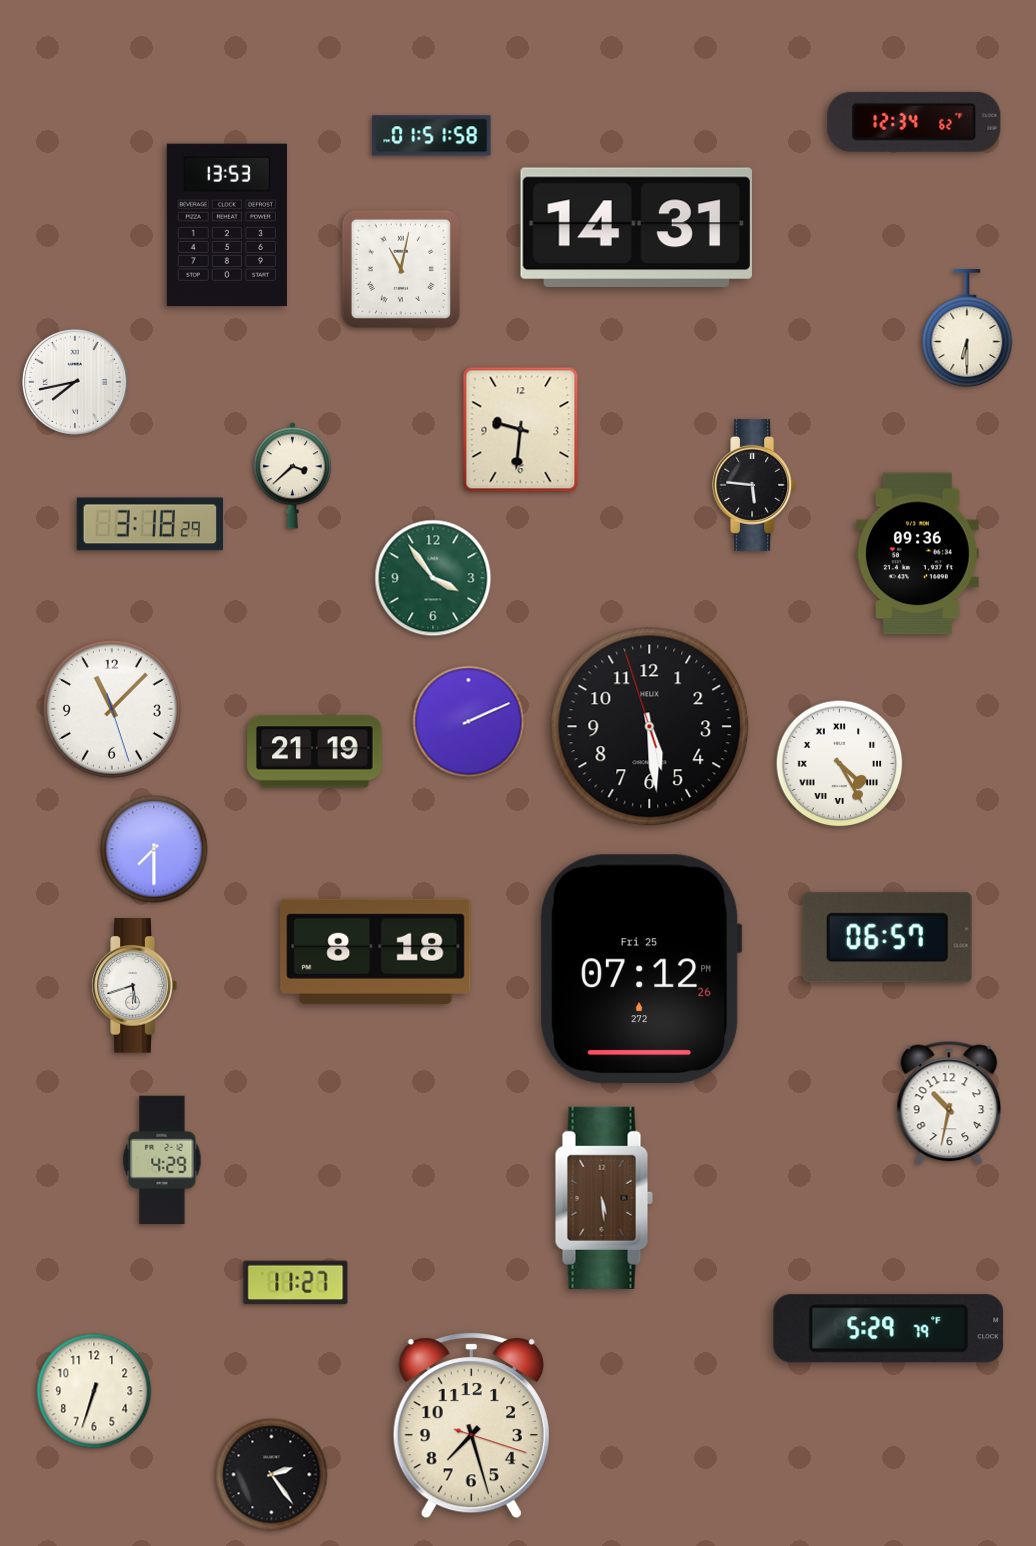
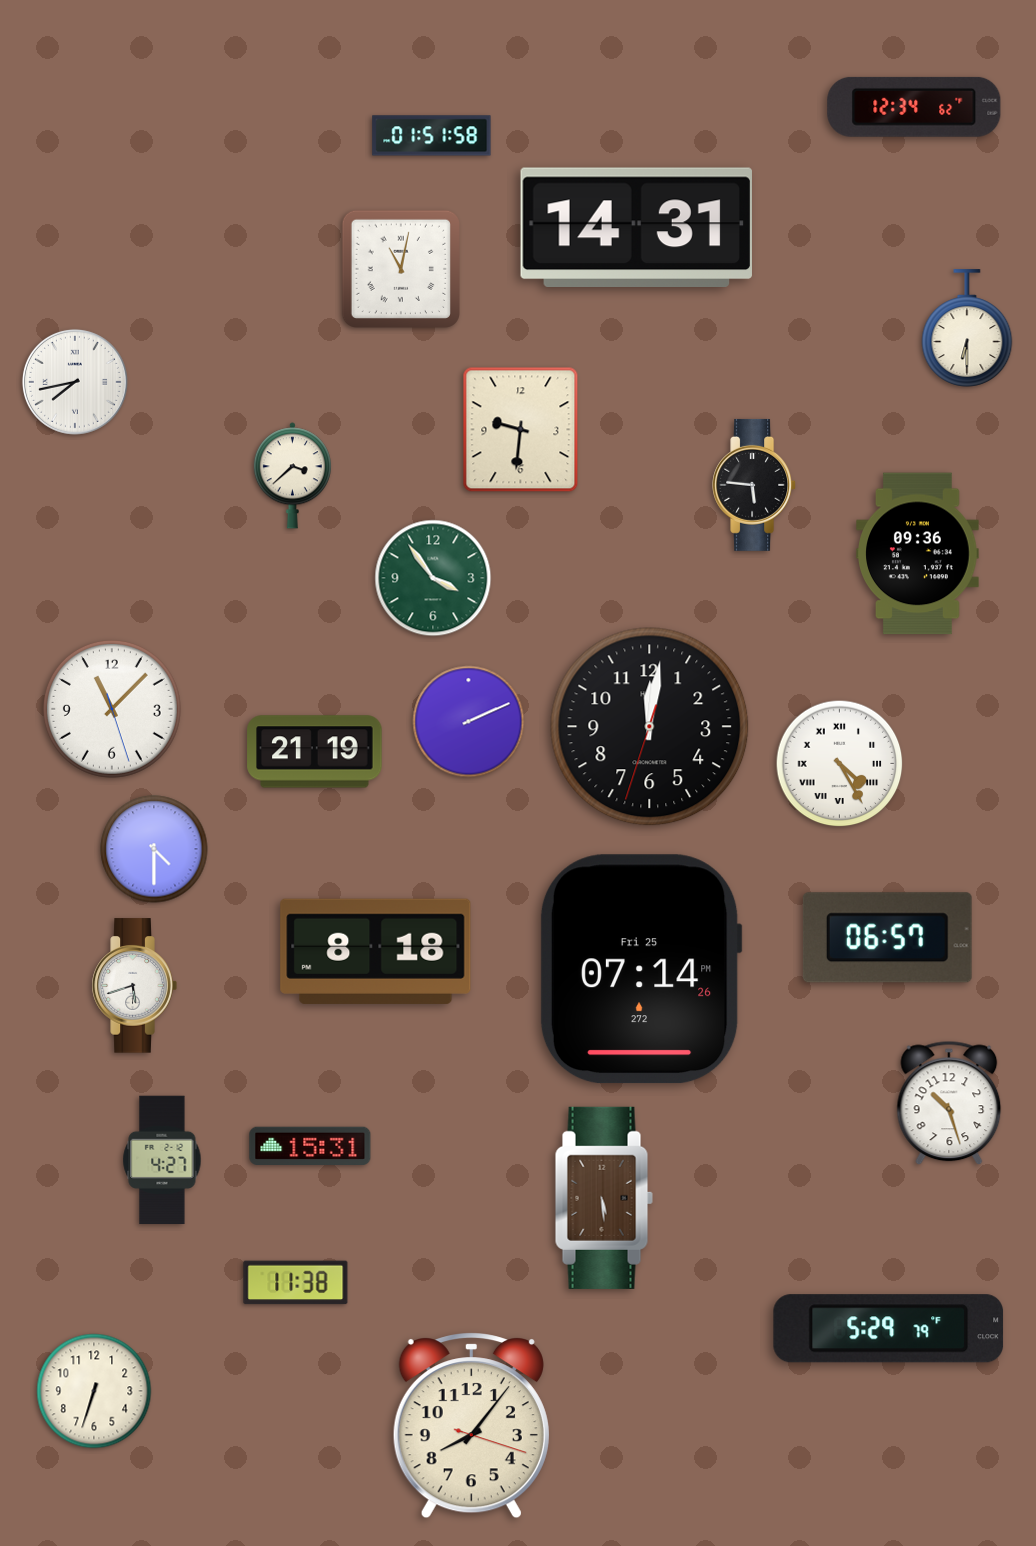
clock at (914, 122) position: (914, 122) -> (914, 107)
clock at (227, 225): 13:53 -> none
clock at (150, 524): 3:18 -> none
clock at (650, 727): 5:28 -> 12:01
clock at (154, 849): 7:30 -> 4:30
clock at (641, 969): 07:12 -> 07:14
clock at (949, 1103): 10:32 -> 10:27
clock at (310, 1145): none -> 15:31
clock at (162, 1160): 4:29 -> 4:27
clock at (296, 1283): 11:27 -> 11:38
clock at (471, 1426): 7:27 -> 8:06
clock at (272, 1475): 2:24 -> none
